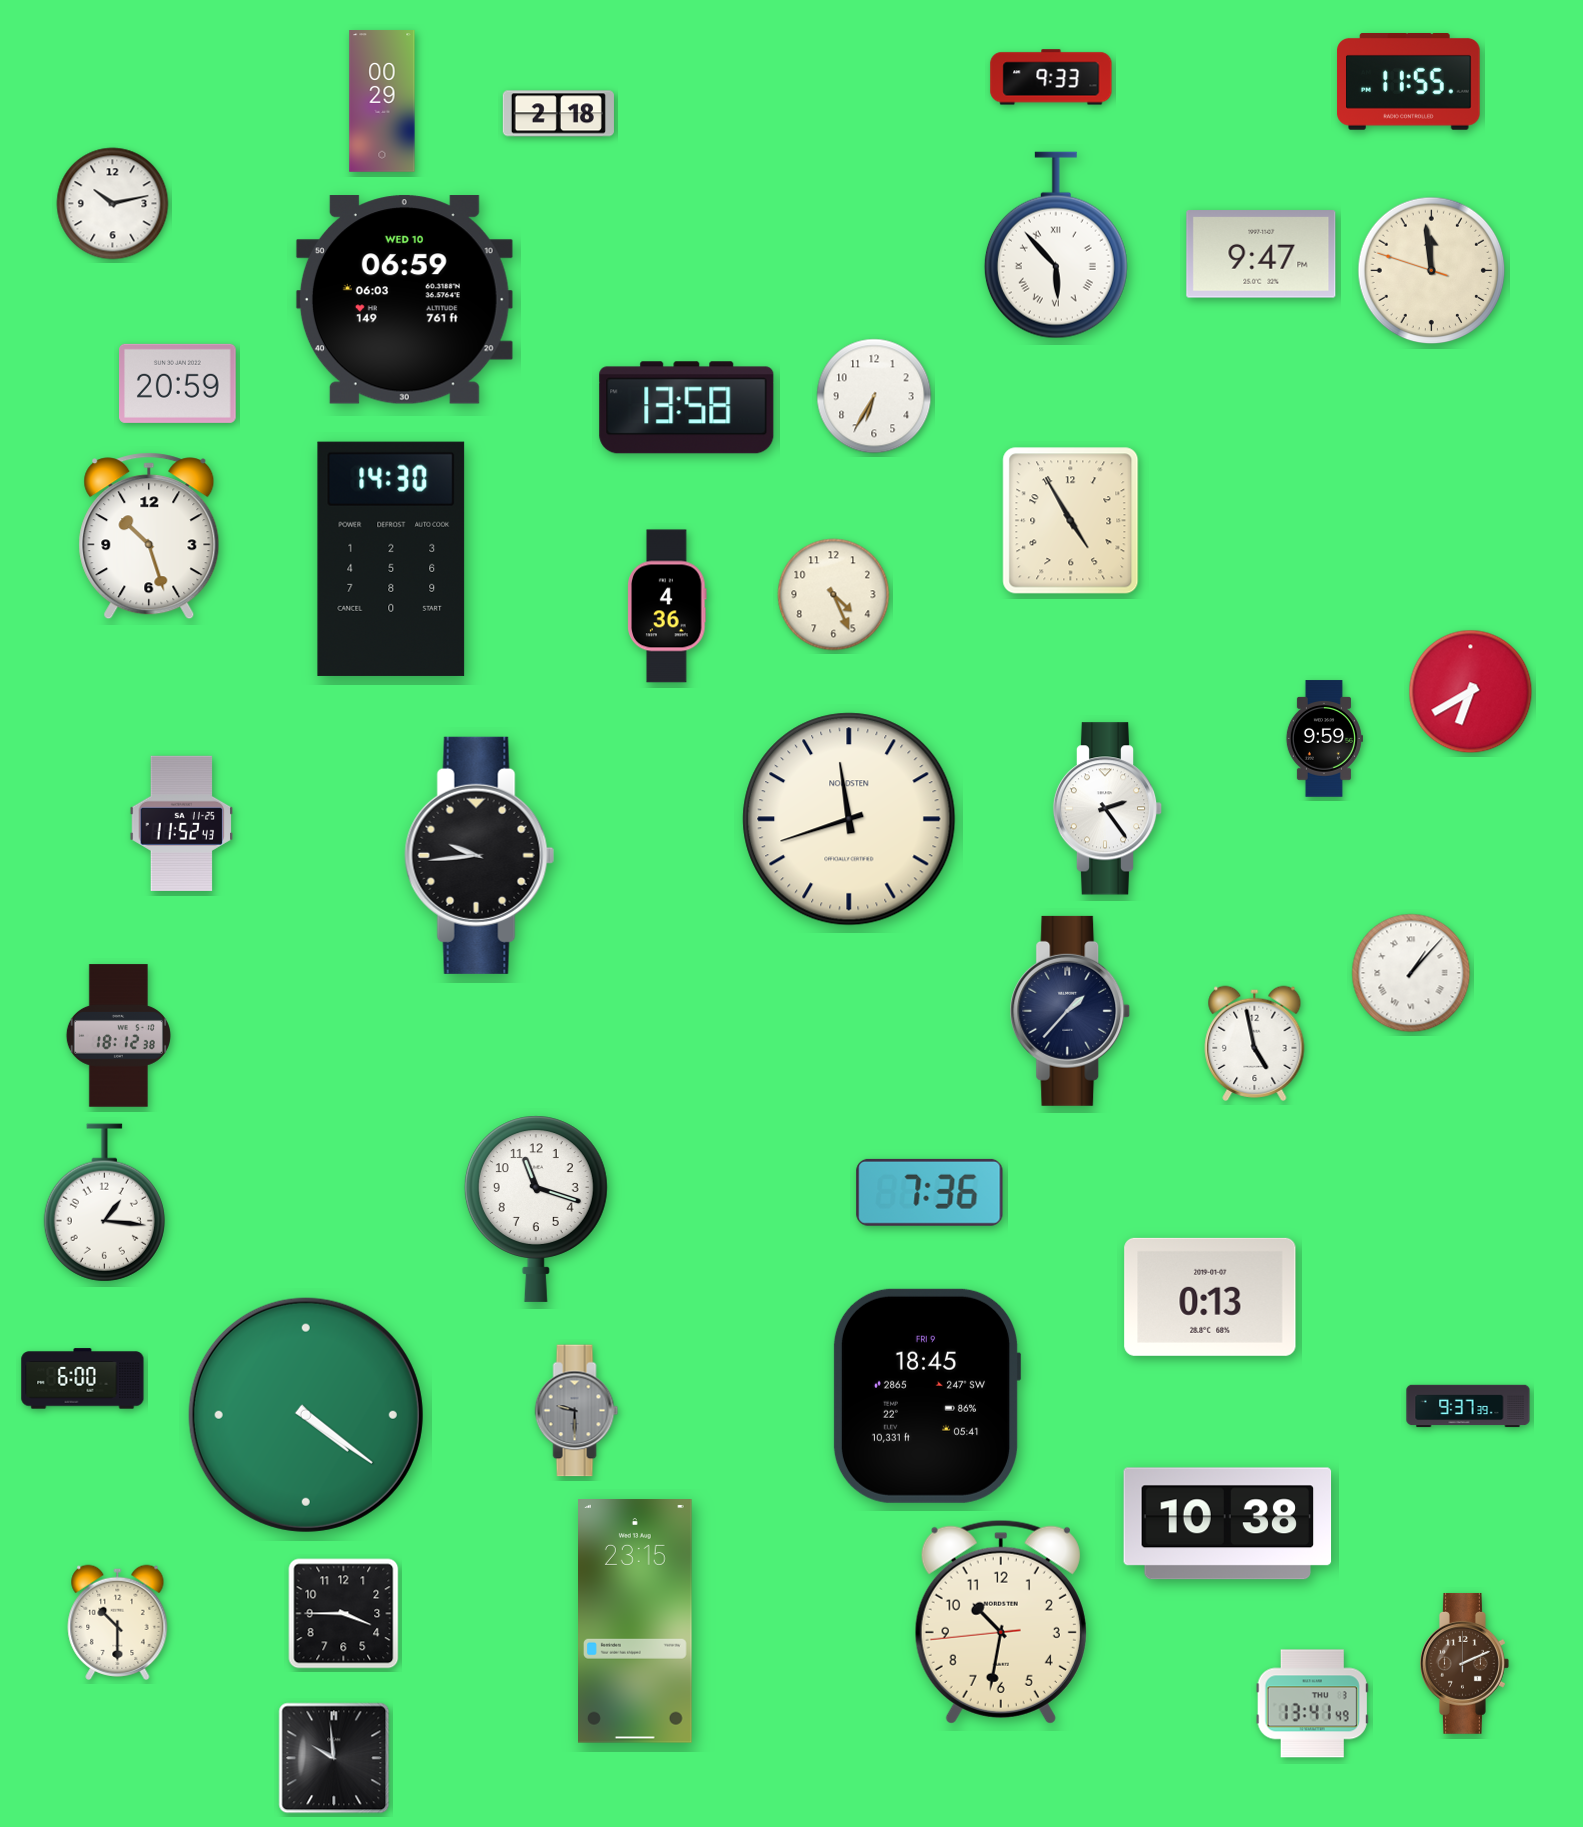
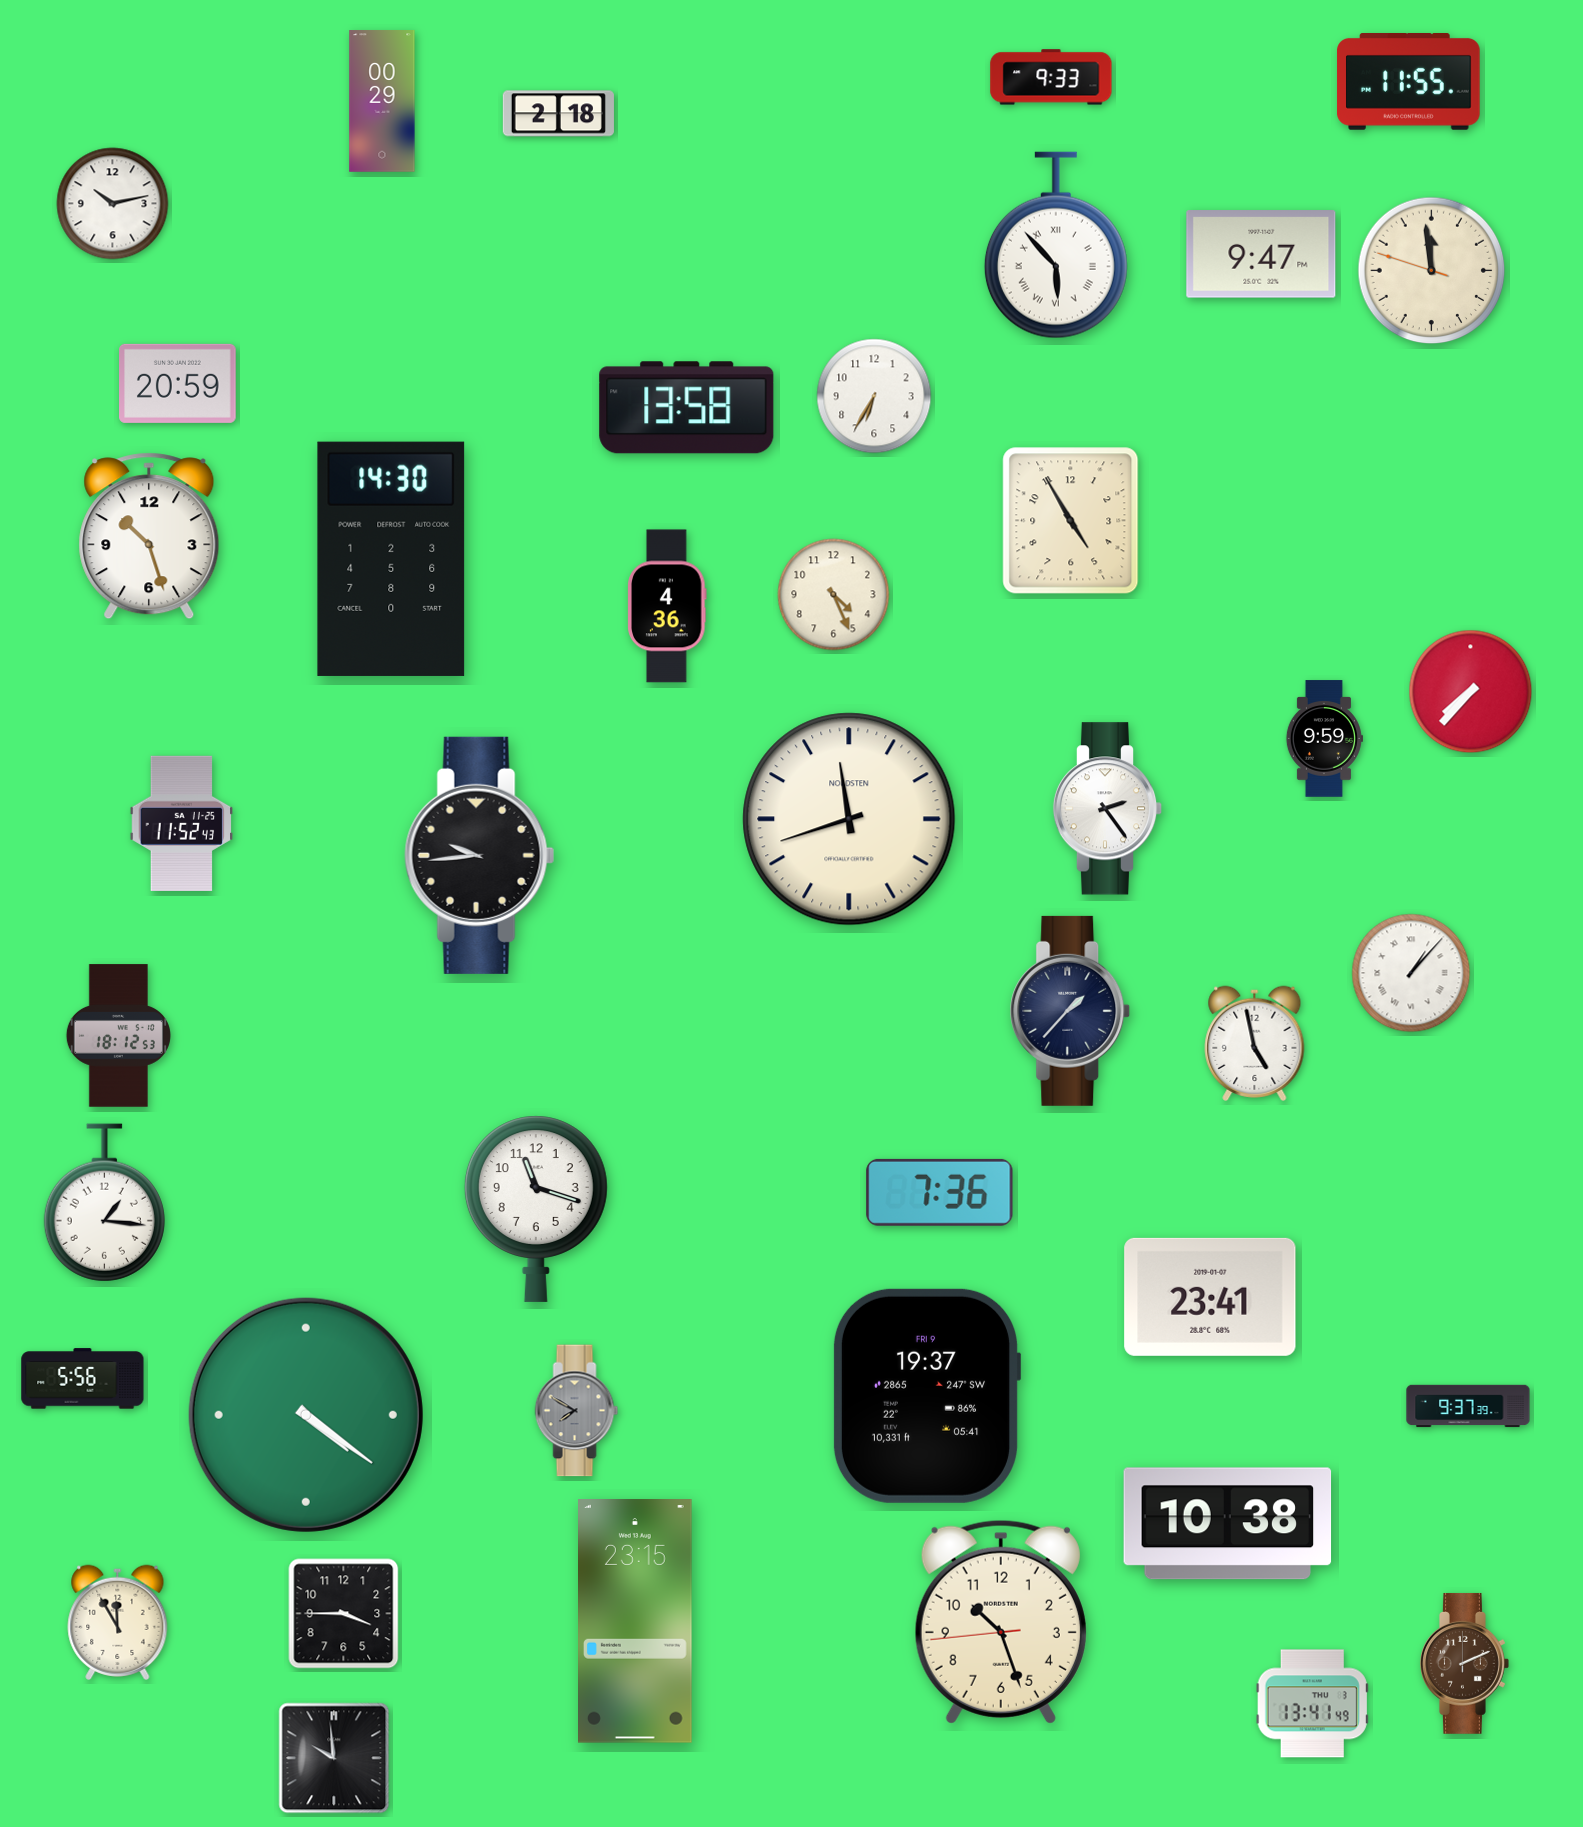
clock at (404, 300): 06:59 -> none
clock at (1471, 692): 6:40 -> 7:37
clock at (118, 1036): 18:12:38 -> 18:12:53
clock at (930, 1192) position: (930, 1192) -> (940, 1192)
clock at (1210, 1297): 0:13 -> 23:41
clock at (83, 1379): 6:00 -> 5:56
clock at (927, 1396): 18:45 -> 19:37
clock at (577, 1411): 9:30 -> 7:50
clock at (118, 1622): 10:30 -> 11:55
clock at (1001, 1622): 10:31 -> 10:26
